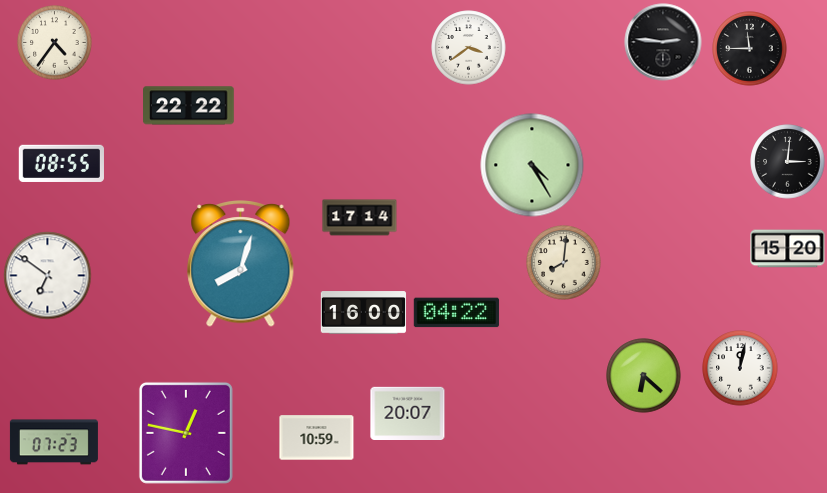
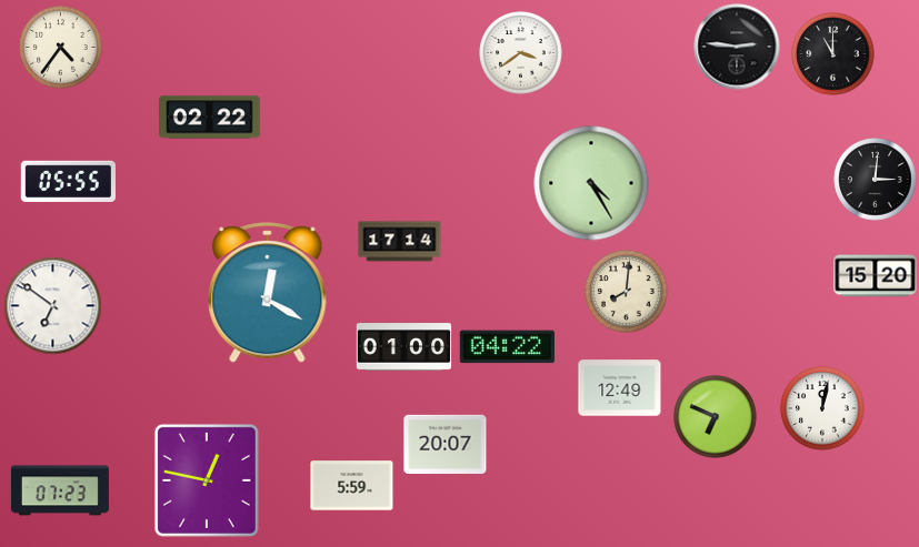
clock at (750, 49): 11:45 -> 11:00
clock at (189, 106): 22:22 -> 02:22
clock at (61, 163): 08:55 -> 05:55
clock at (241, 264): 8:03 -> 12:20
clock at (364, 313): 16:00 -> 01:00
clock at (620, 388): none -> 12:49
clock at (644, 376): 6:22 -> 6:49
clock at (408, 413) position: (408, 413) -> (446, 444)
clock at (317, 438): 10:59 -> 5:59
